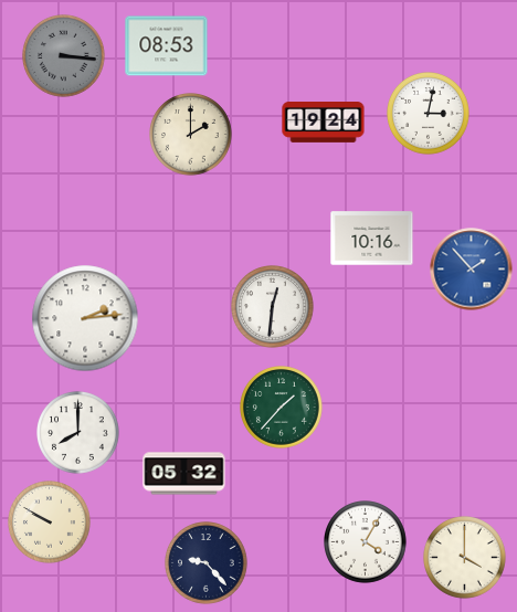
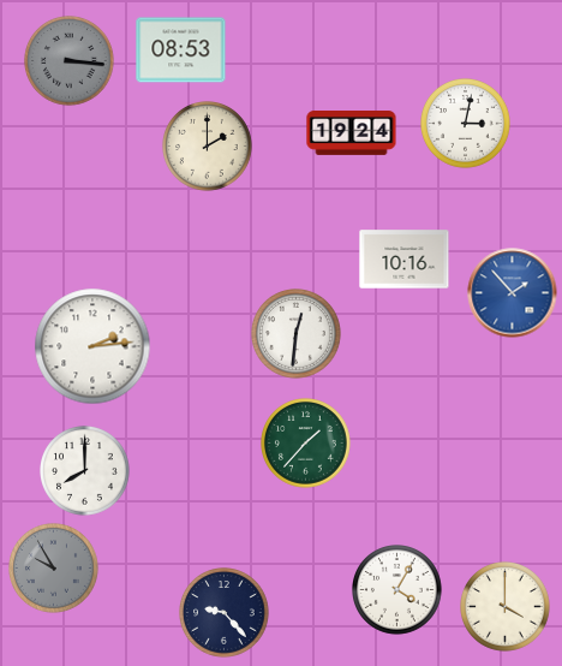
clock at (184, 474): 05:32 -> none
clock at (50, 523): 9:50 -> 9:55
clock at (50, 523) dial: cream -> grey
